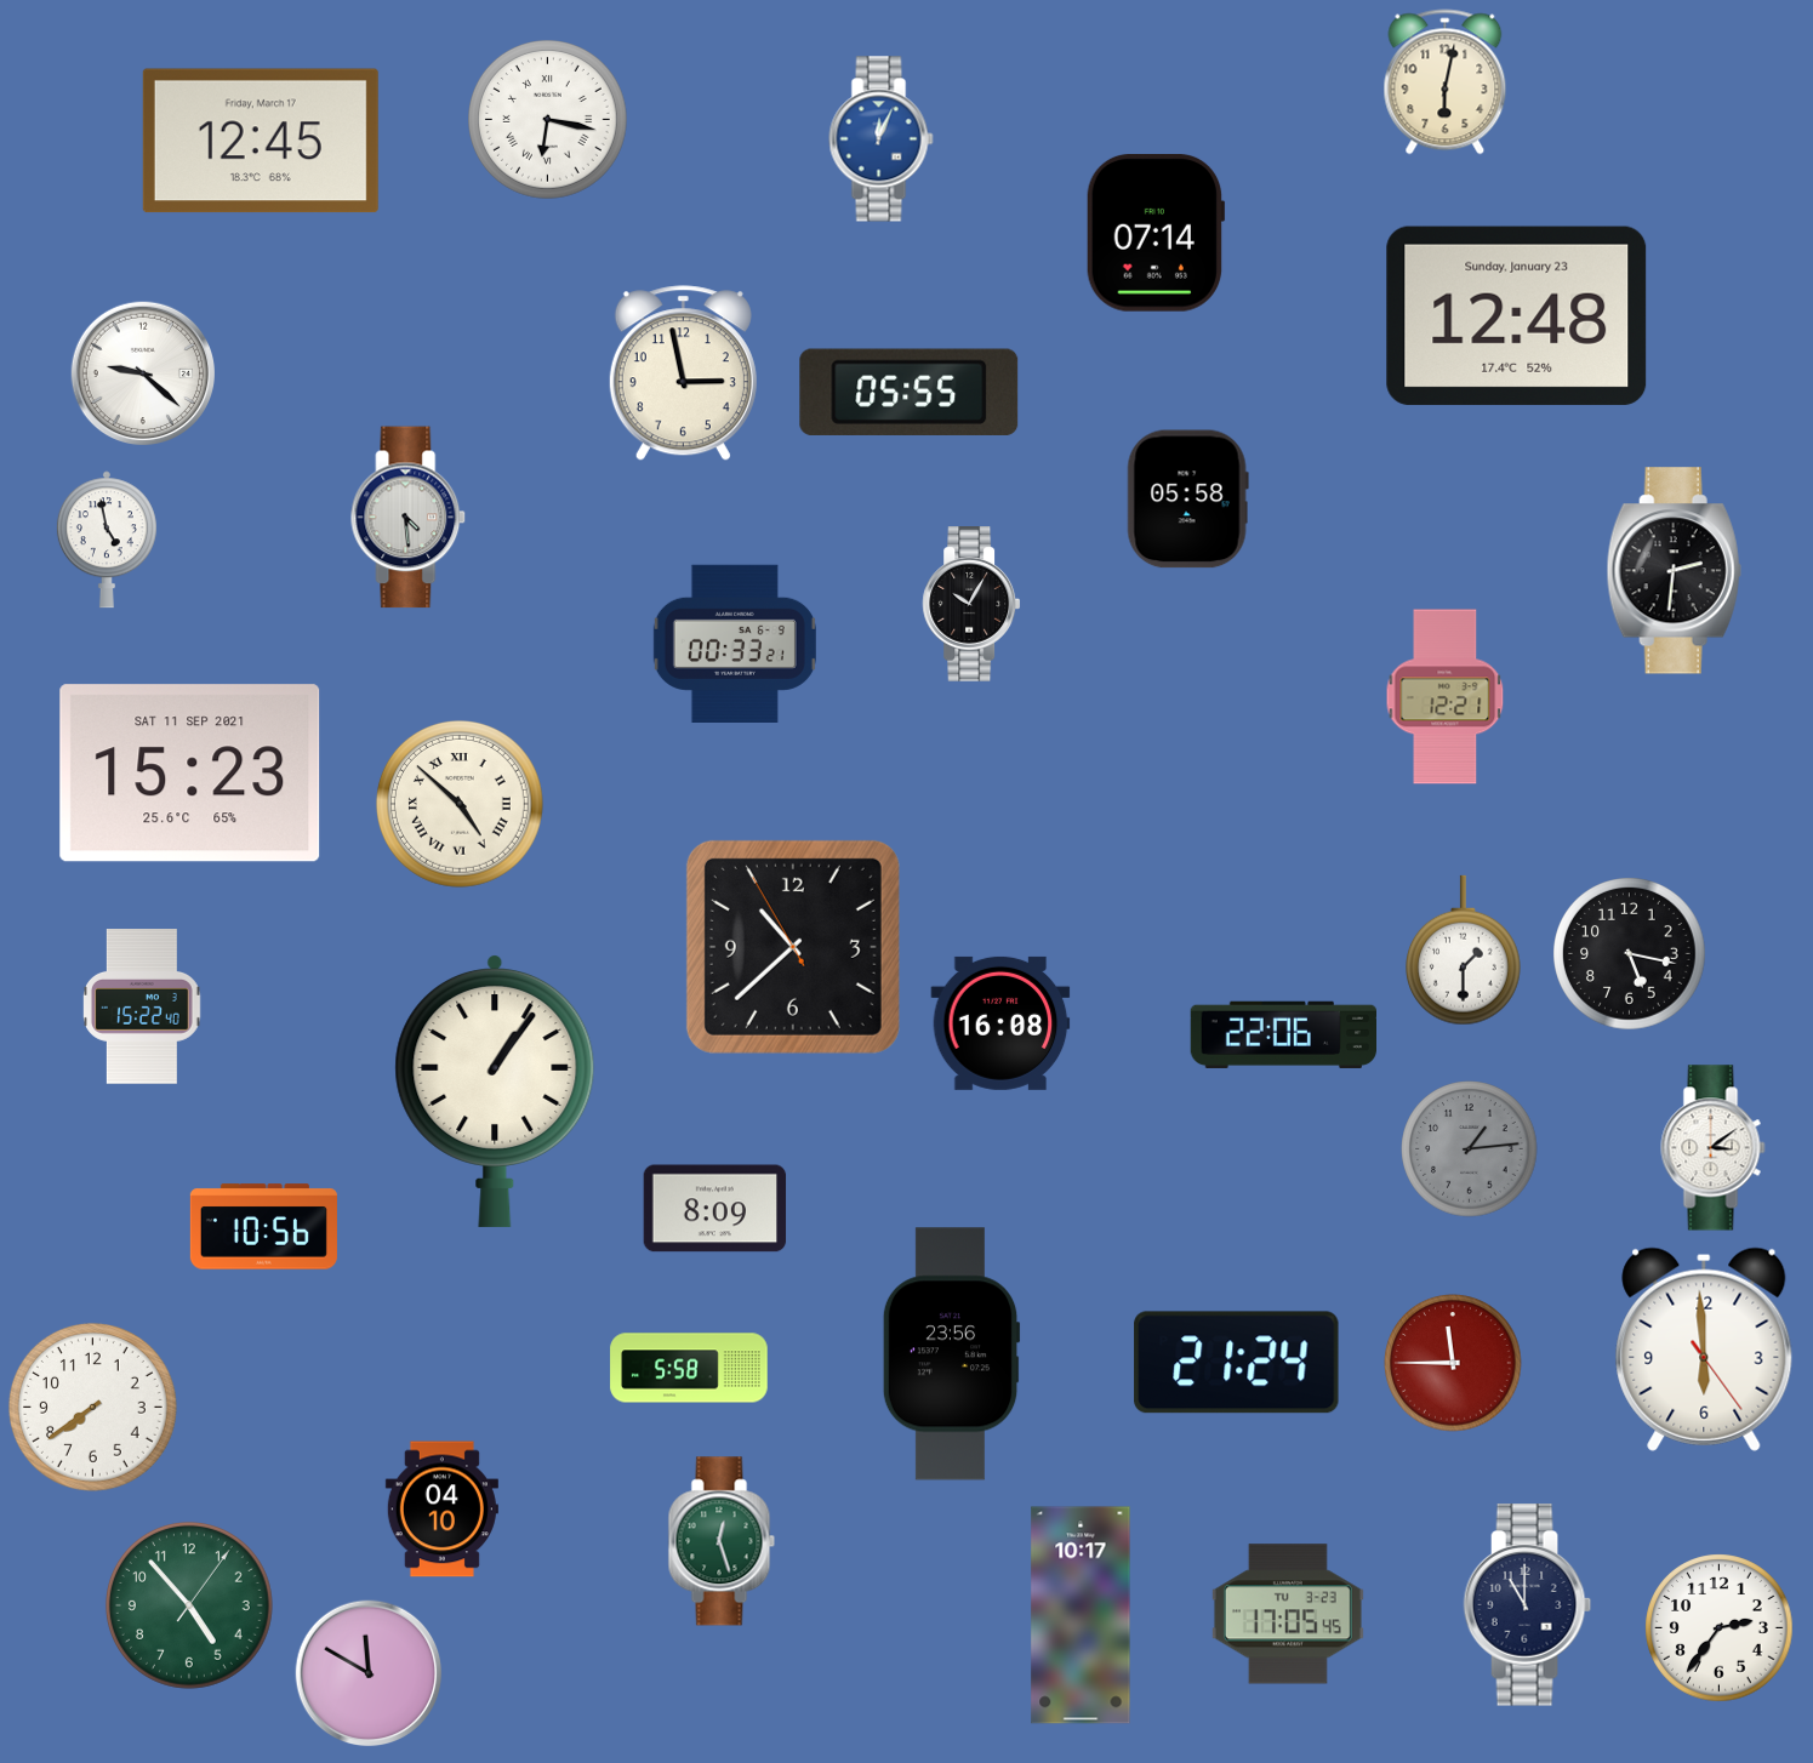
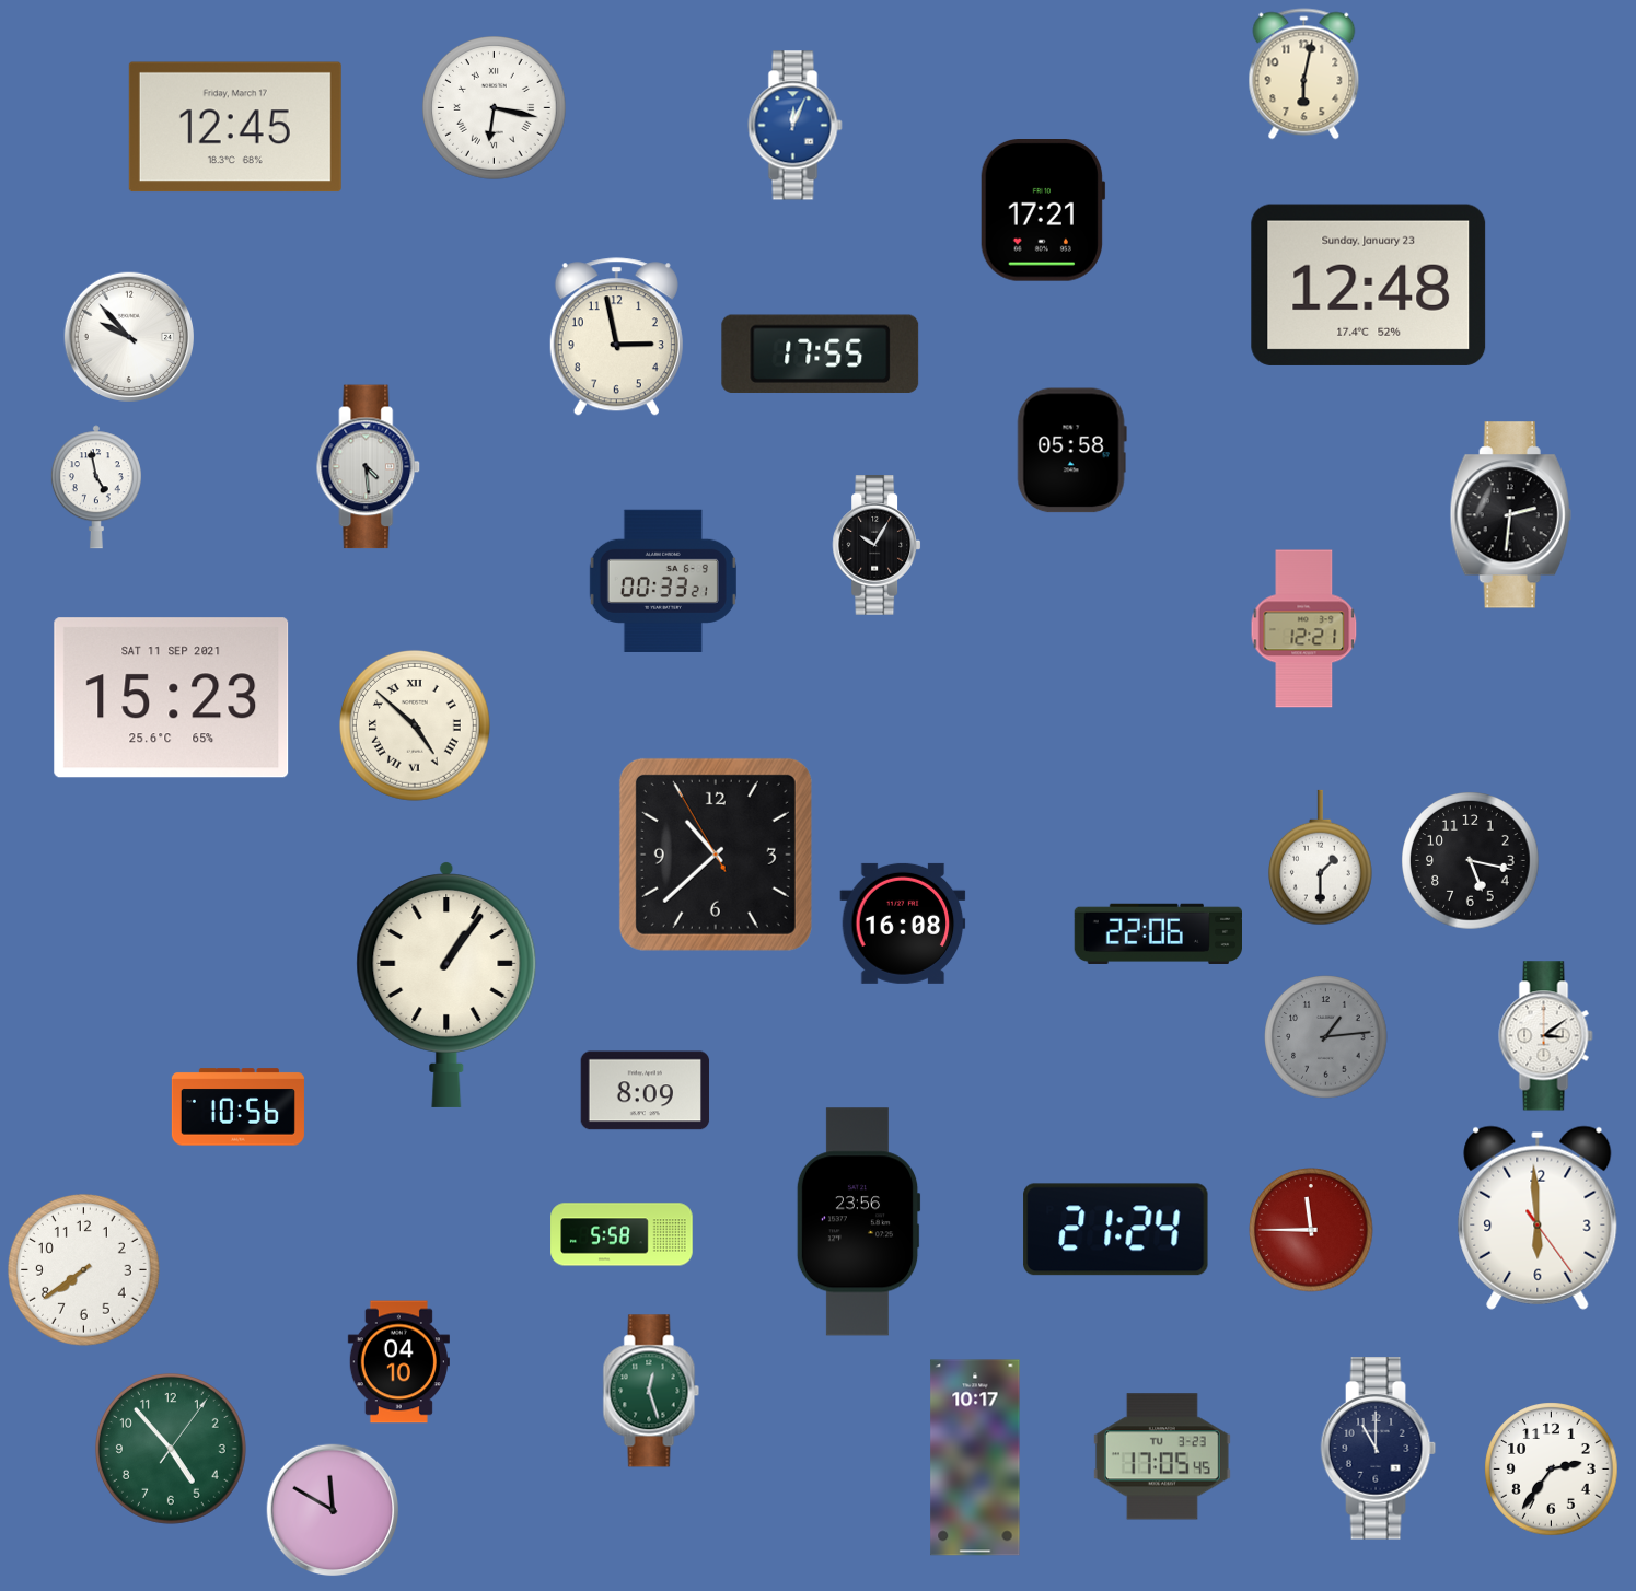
clock at (1156, 234): 07:14 -> 17:21
clock at (143, 373): 9:22 -> 9:53
clock at (910, 392): 05:55 -> 17:55
clock at (143, 1006): 15:22 -> none
